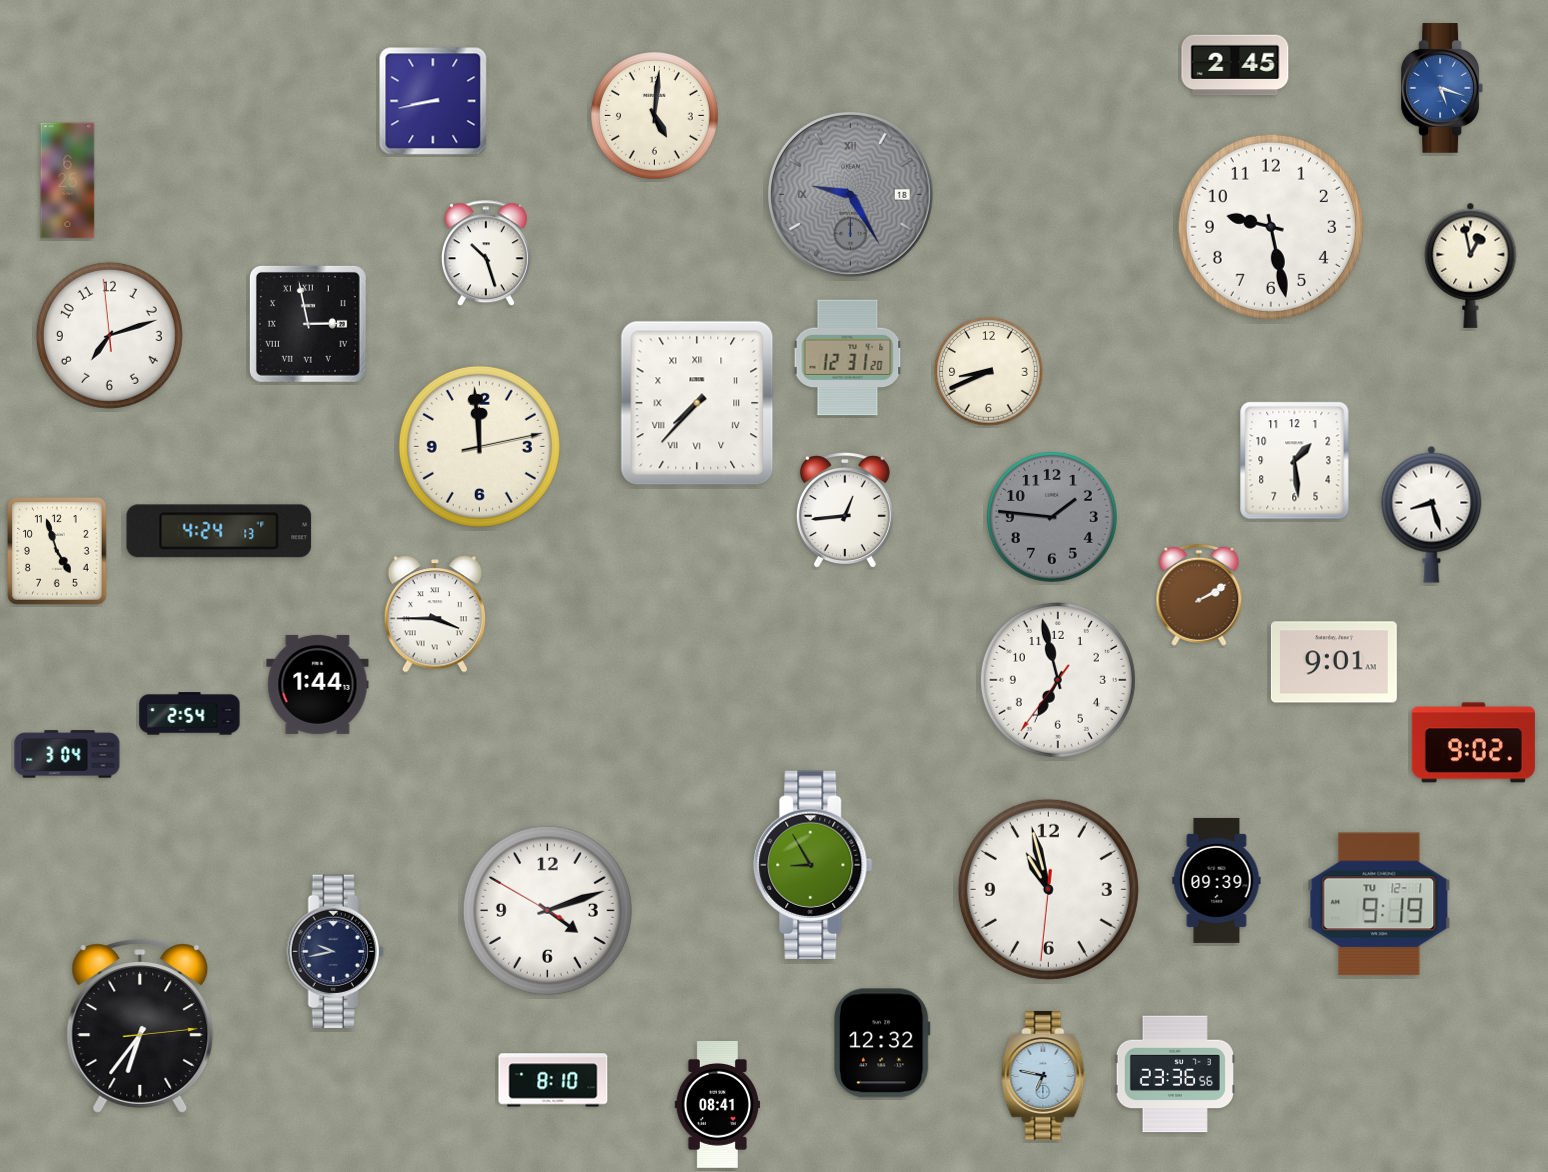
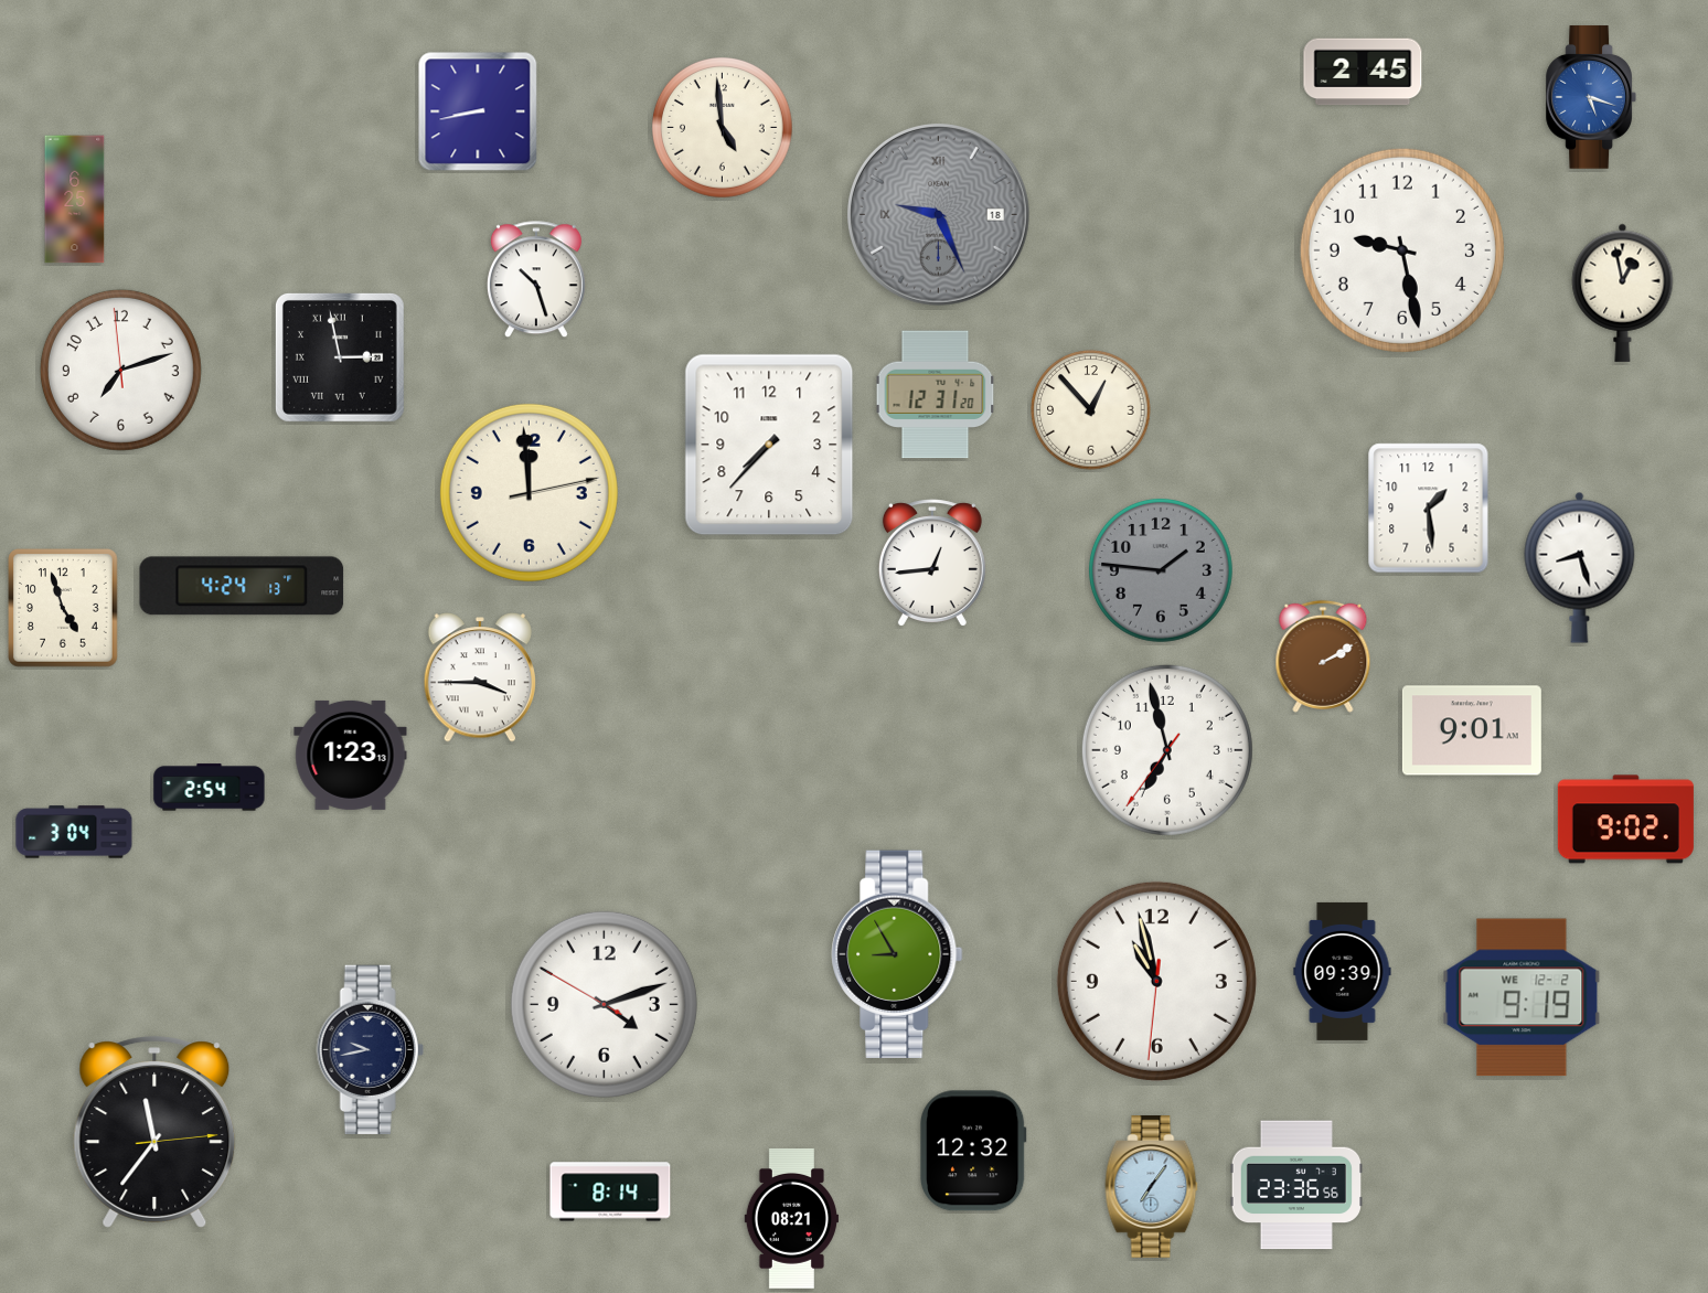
clock at (655, 116): 5:01 -> 4:59
clock at (850, 194): 9:25 -> 9:26
clock at (989, 372): 8:41 -> 12:53
clock at (697, 403) numerals: Roman -> Arabic
clock at (318, 684): 1:44 -> 1:23
clock at (1379, 904) date: TU 12-1 -> WE 12-2
clock at (140, 1026): 6:36 -> 11:36
clock at (1044, 1076): 6:47 -> 7:06
clock at (553, 1080): 8:10 -> 8:14
clock at (717, 1104): 08:41 -> 08:21
